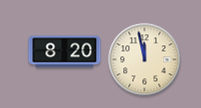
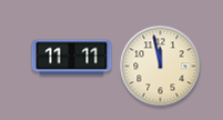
clock at (65, 52): 8:20 -> 11:11
